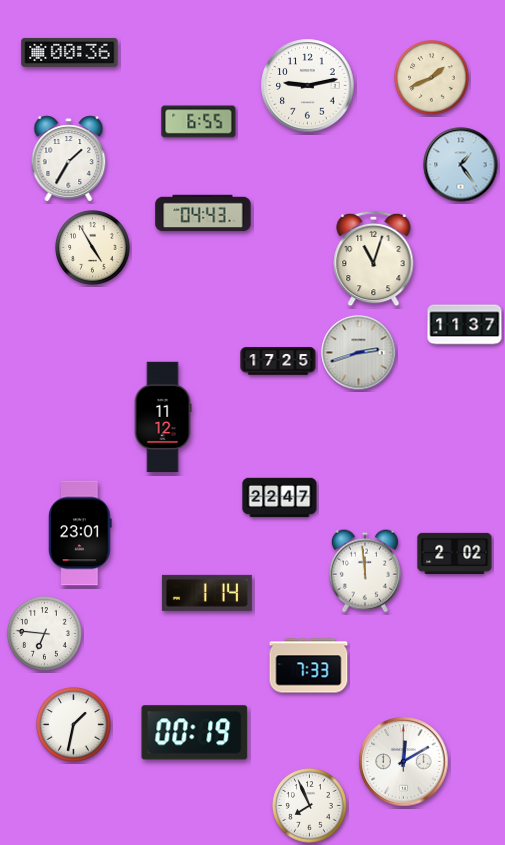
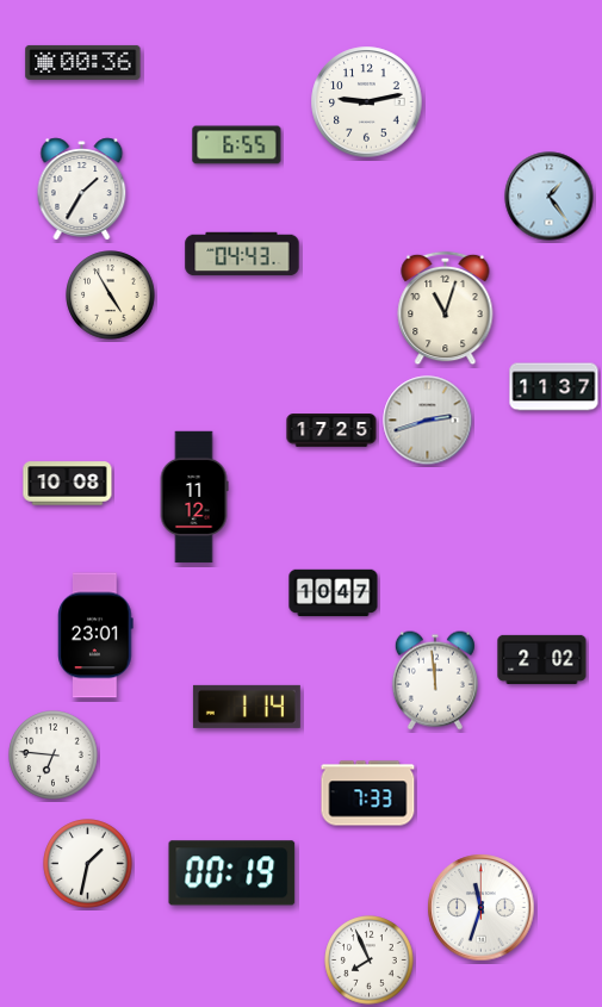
clock at (432, 78): 1:41 -> none
clock at (68, 484): none -> 10:08
clock at (280, 498): 22:47 -> 10:47
clock at (404, 762): 12:10 -> 11:33
